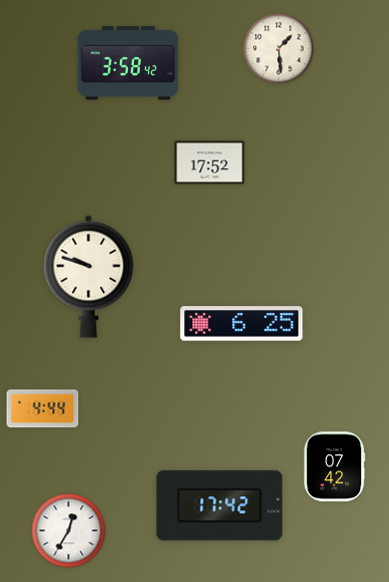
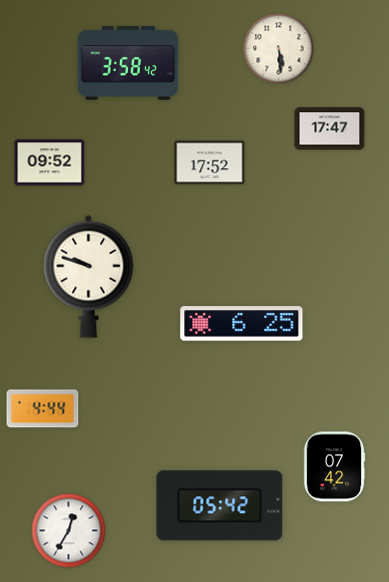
clock at (279, 49): 1:29 -> 5:29
clock at (330, 129): none -> 17:47
clock at (50, 163): none -> 09:52
clock at (220, 506): 17:42 -> 05:42
